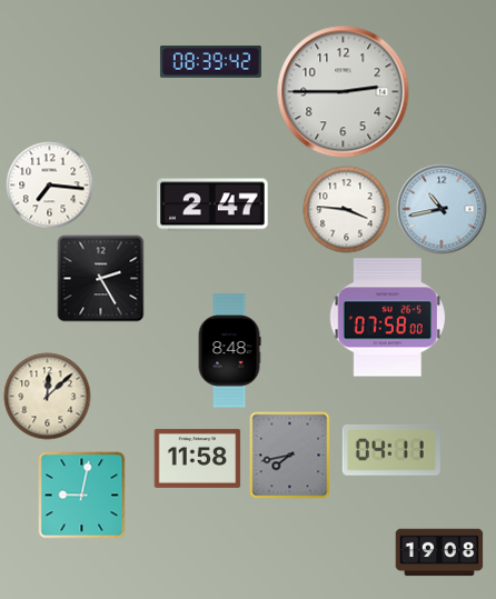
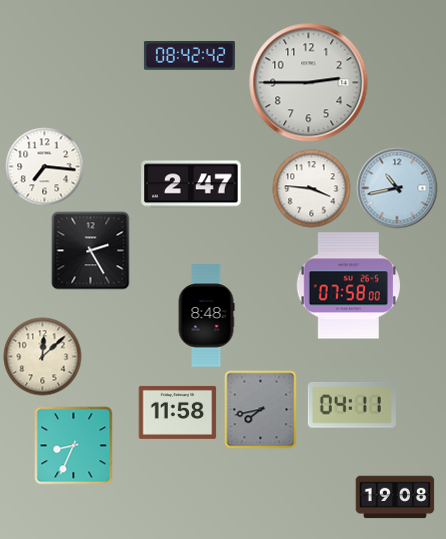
clock at (210, 62): 08:39 -> 08:42
clock at (81, 495): 9:02 -> 8:34
